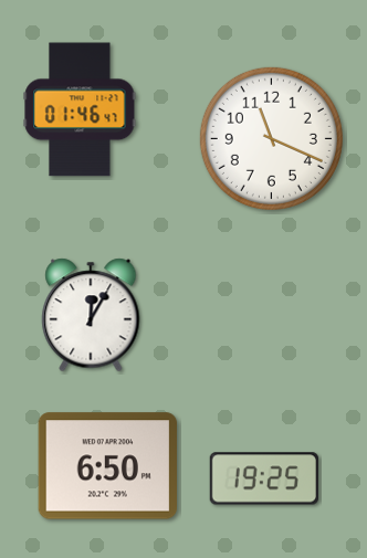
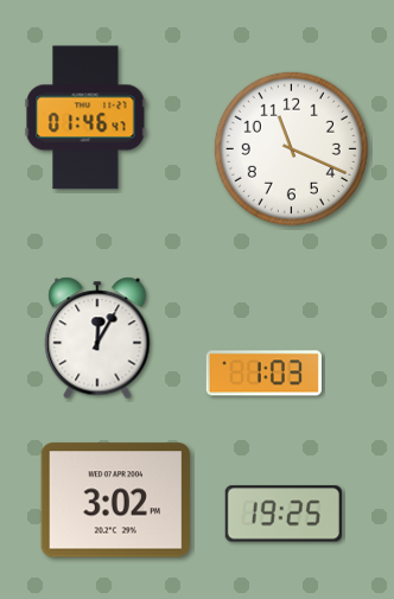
clock at (263, 374): none -> 1:03
clock at (107, 466): 6:50 -> 3:02
